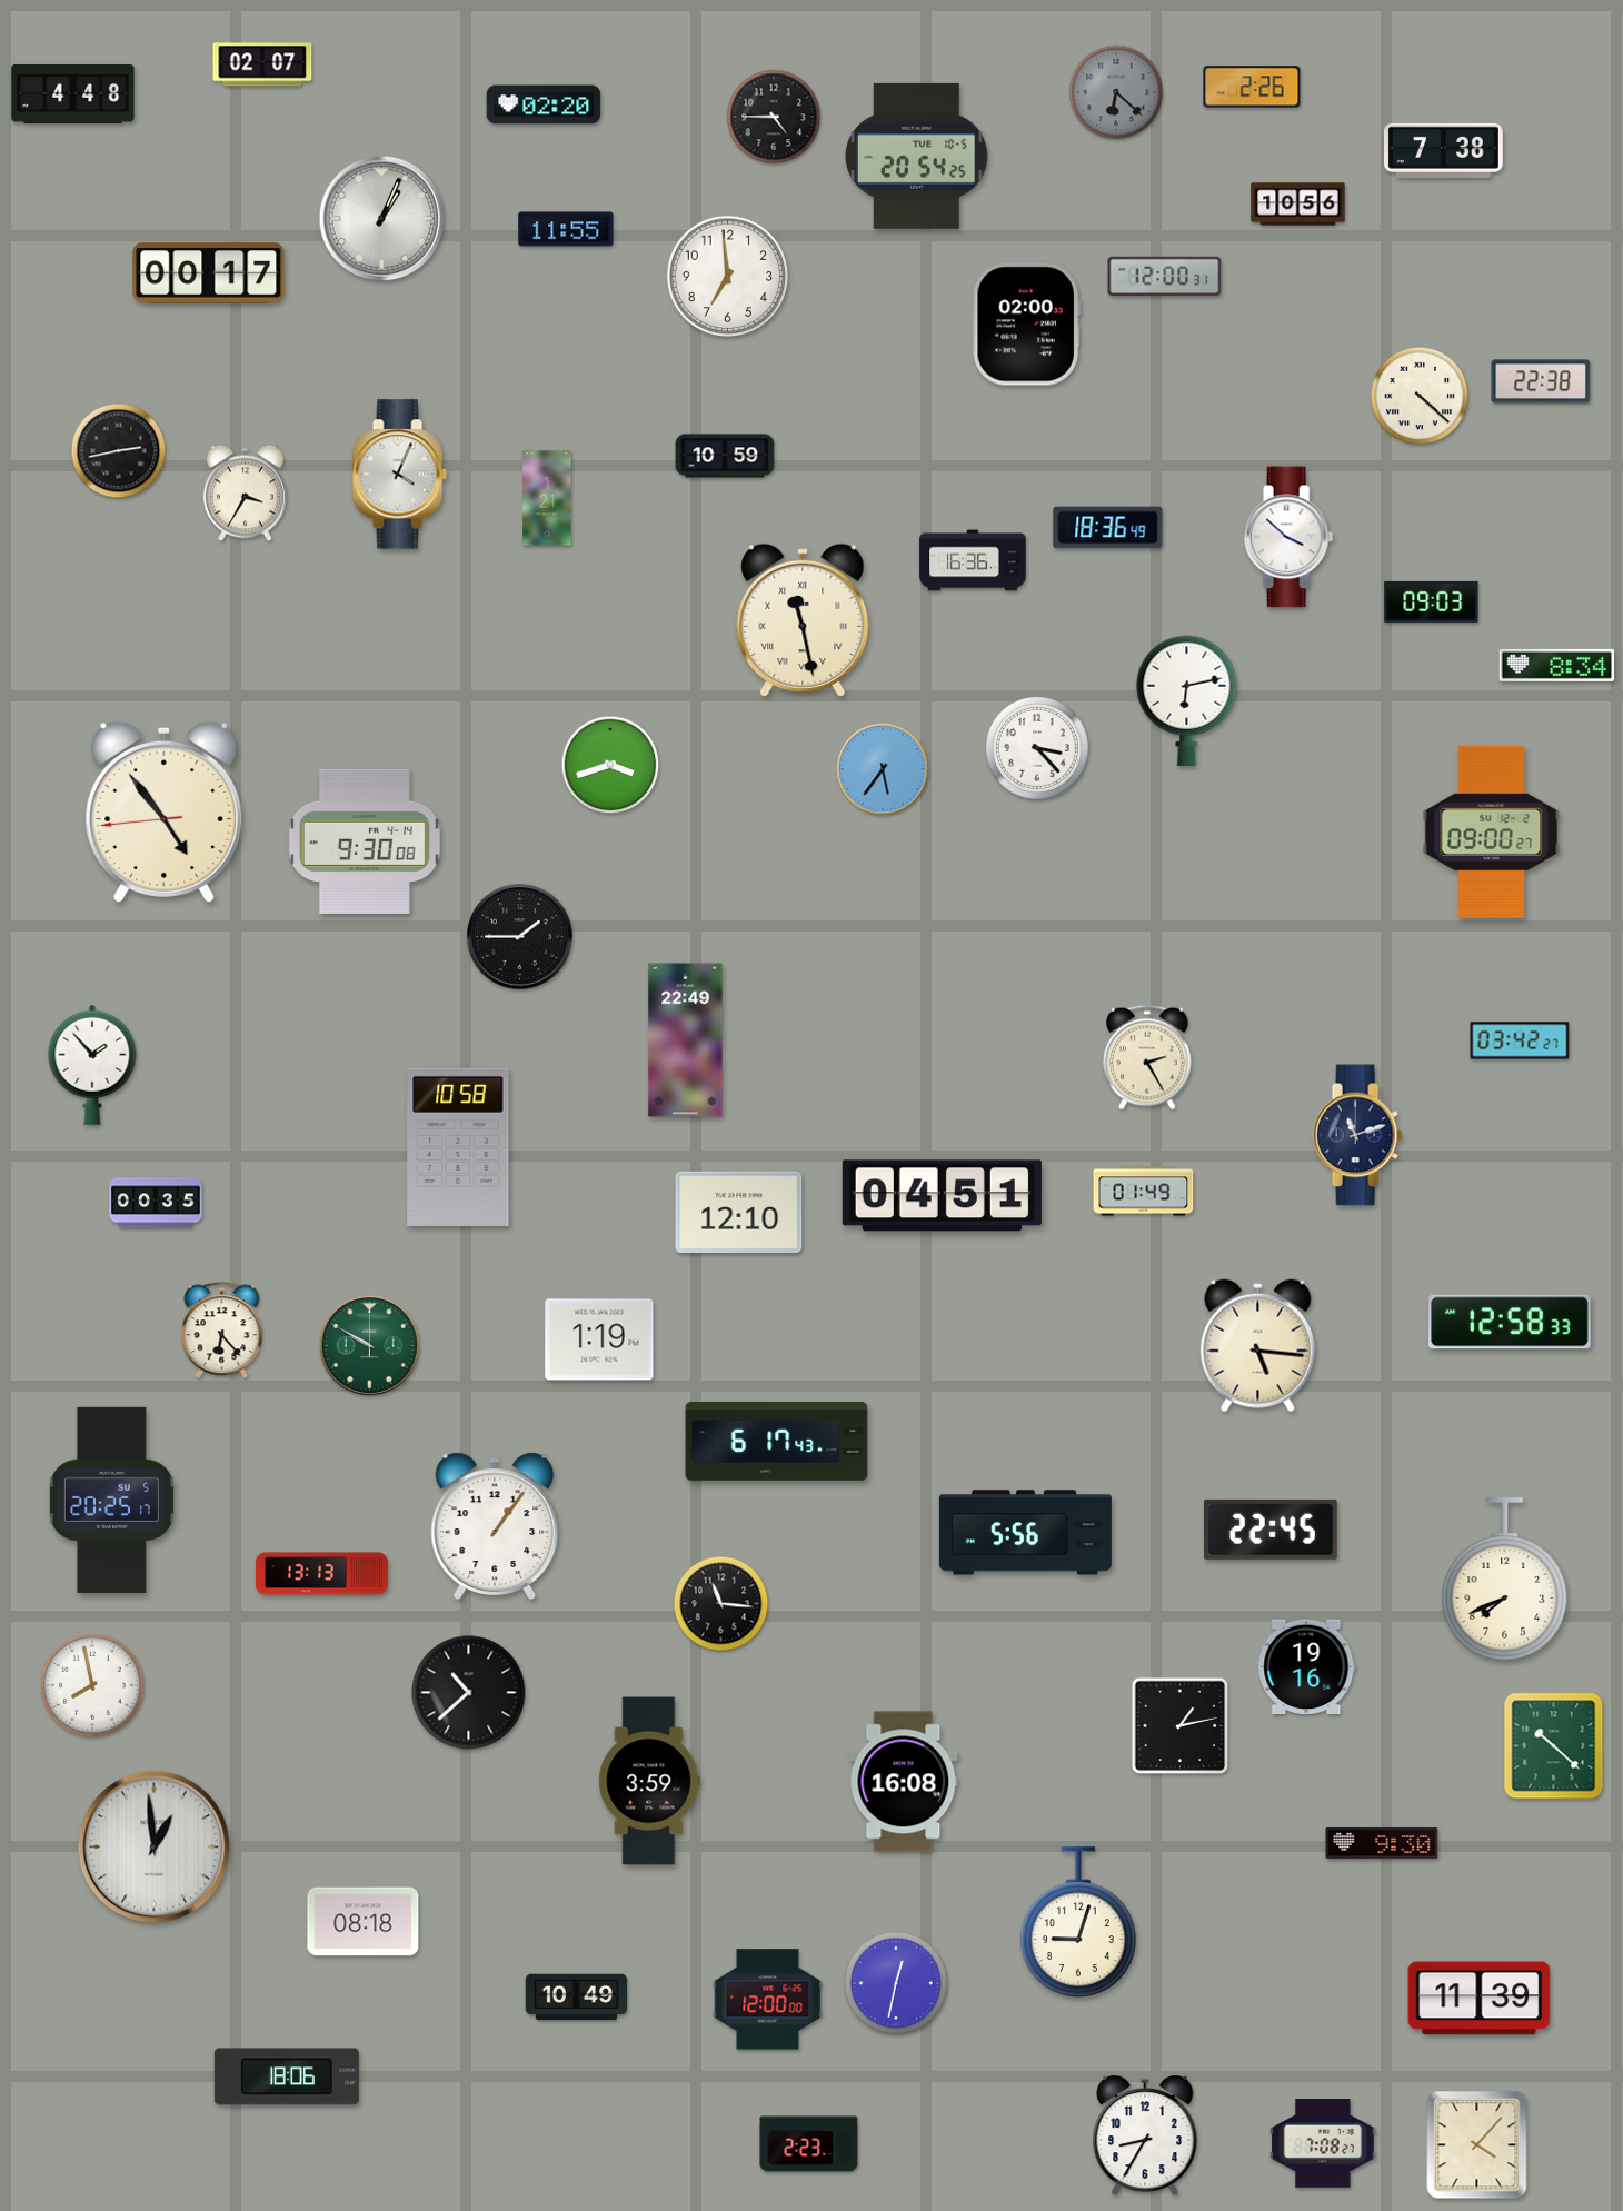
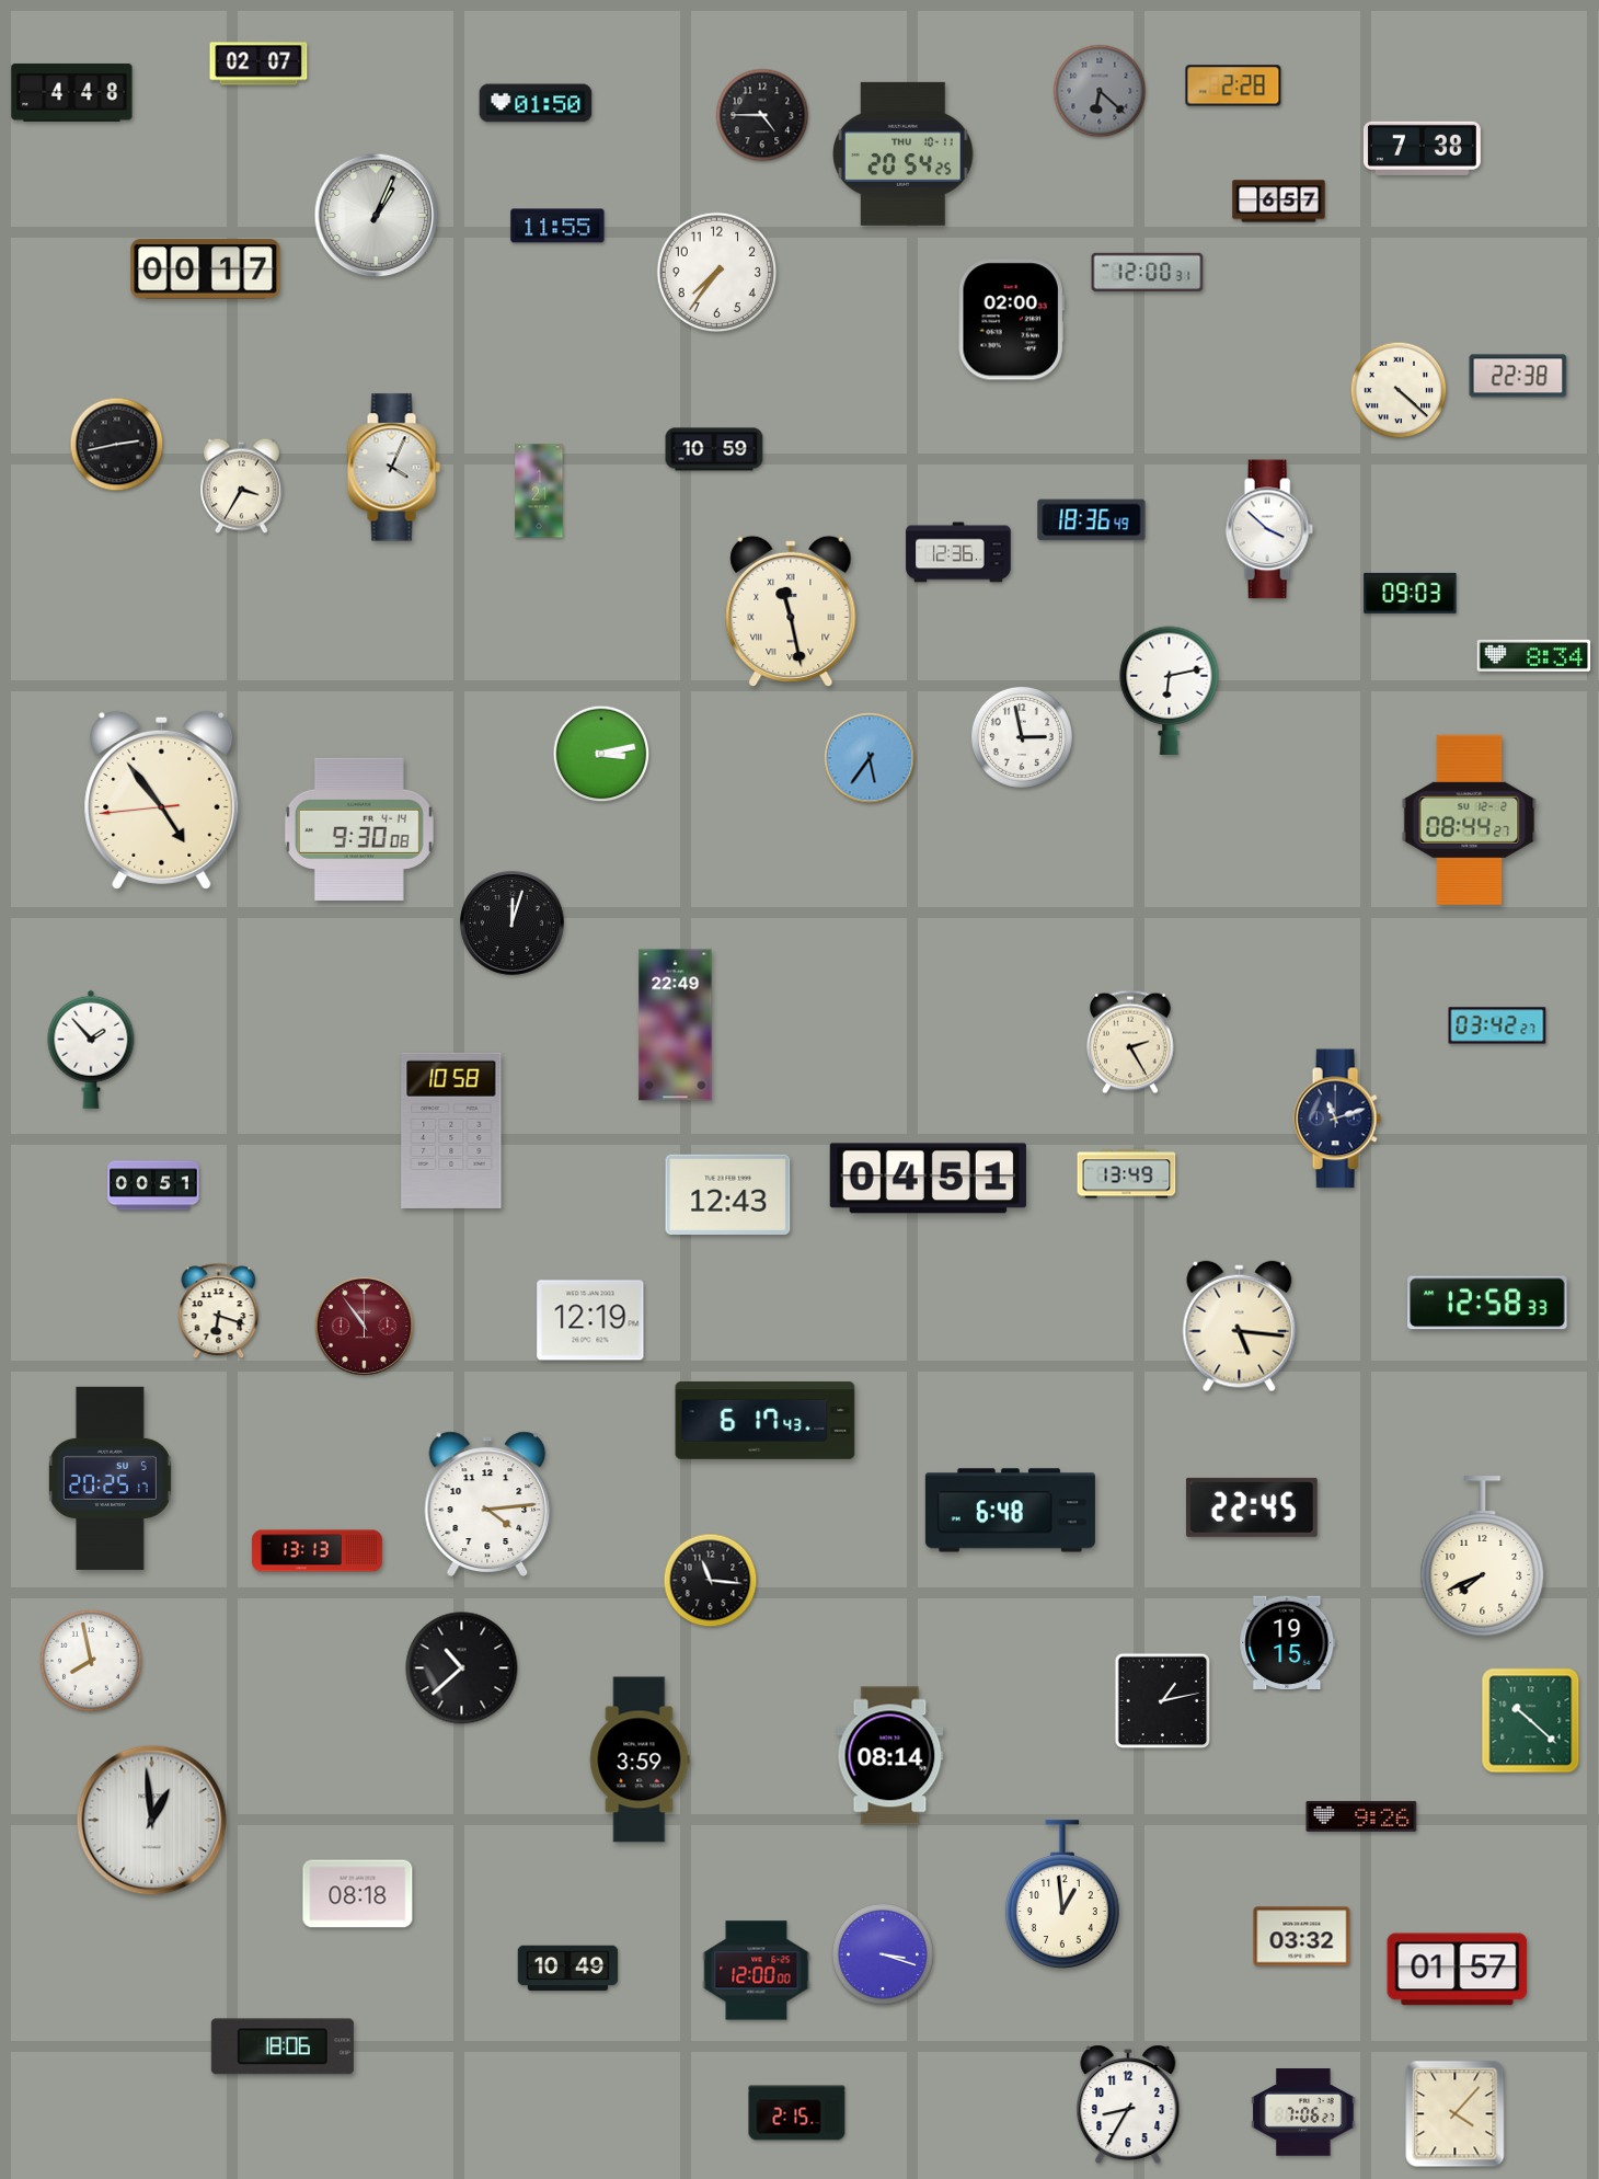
clock at (1252, 87): 2:26 -> 2:28
clock at (544, 104): 02:20 -> 01:50
clock at (917, 156) date: TUE 10-5 -> THU 10-11
clock at (1298, 205): 10:56 -> 6:57
clock at (728, 277): 6:59 -> 7:36
clock at (973, 560): 16:36 -> 12:36
clock at (1037, 748): 3:23 -> 2:58
clock at (610, 765): 3:42 -> 3:13
clock at (1492, 831): 09:00 -> 08:44
clock at (520, 937): 1:45 -> 12:03
clock at (1144, 1192): 01:49 -> 13:49
clock at (156, 1203): 00:35 -> 00:51
clock at (739, 1212): 12:10 -> 12:43
clock at (222, 1331): 6:23 -> 6:18
clock at (599, 1339): 1:19 -> 12:19
clock at (369, 1345): 9:50 -> 10:54
clock at (369, 1345) dial: green -> burgundy
clock at (495, 1526): 1:06 -> 4:14
clock at (1025, 1533): 5:56 -> 6:48
clock at (1307, 1666): 19:16 -> 19:15
clock at (649, 1781) position: (649, 1781) -> (640, 1759)
clock at (904, 1782): 16:08 -> 08:14
clock at (1382, 1843): 9:30 -> 9:26
clock at (1078, 1922): 9:03 -> 12:59
clock at (1302, 1937): none -> 03:32
clock at (896, 1983): 12:32 -> 3:18
clock at (1480, 1999): 11:39 -> 01:57
clock at (1323, 2143): 7:08 -> 7:06
clock at (809, 2144): 2:23 -> 2:15
